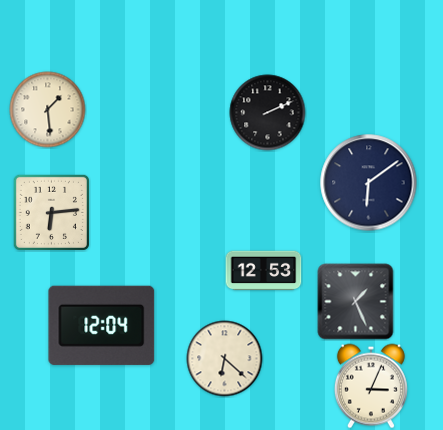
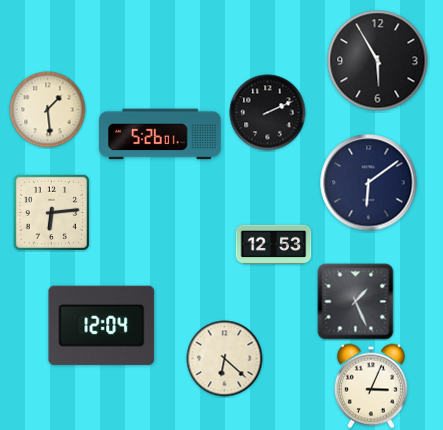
clock at (378, 61): none -> 5:55
clock at (160, 134): none -> 5:26
clock at (264, 271) position: (264, 271) -> (274, 245)
